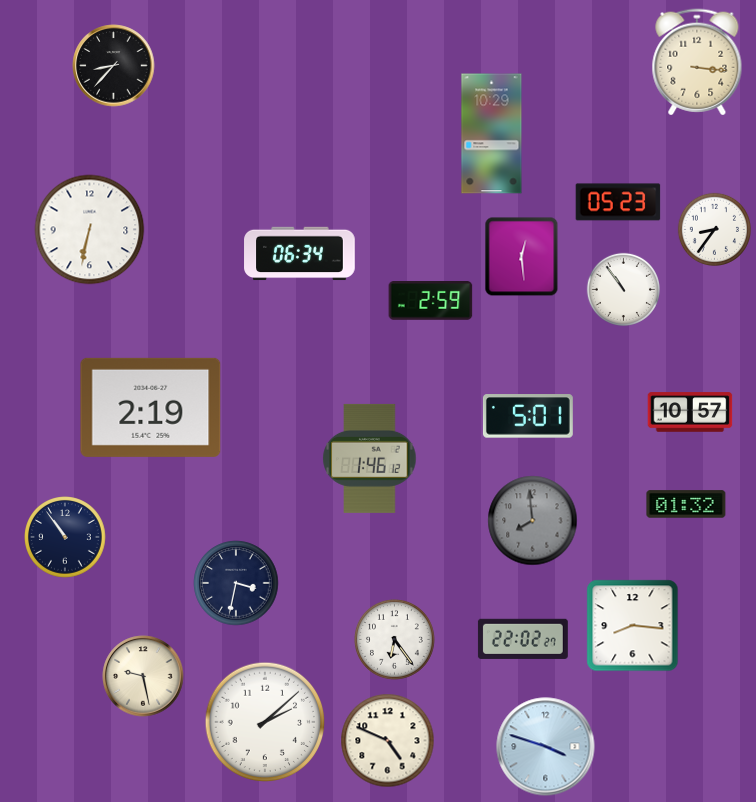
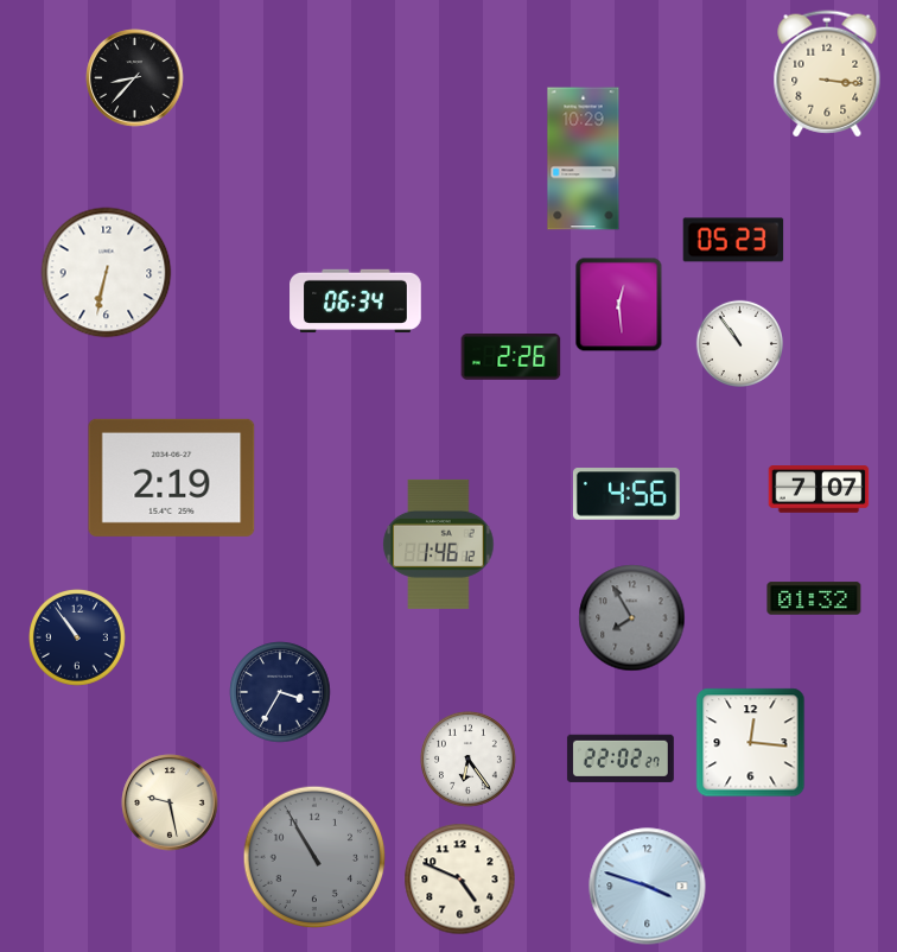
clock at (714, 229): 8:36 -> none
clock at (431, 301): 2:59 -> 2:26
clock at (151, 407) position: (151, 407) -> (172, 477)
clock at (690, 412): 10:57 -> 7:07
clock at (528, 416): 5:01 -> 4:56
clock at (533, 521): 7:59 -> 7:55
clock at (236, 583): 3:32 -> 3:35
clock at (633, 626): 8:16 -> 12:16
clock at (265, 722): 2:08 -> 10:55
clock at (265, 722) dial: white -> grey
